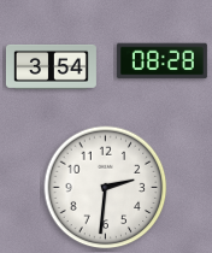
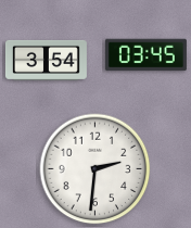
clock at (161, 61): 08:28 -> 03:45
